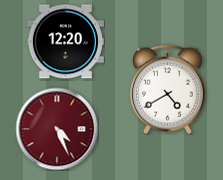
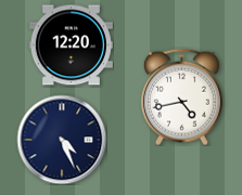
clock at (167, 89): 4:40 -> 4:43
clock at (57, 129) dial: burgundy -> navy
